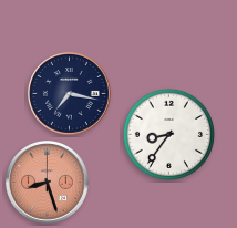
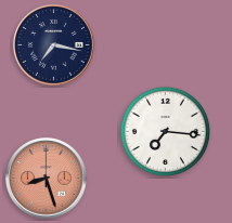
clock at (70, 94) position: (70, 94) -> (54, 45)
clock at (168, 134): 8:36 -> 7:16
